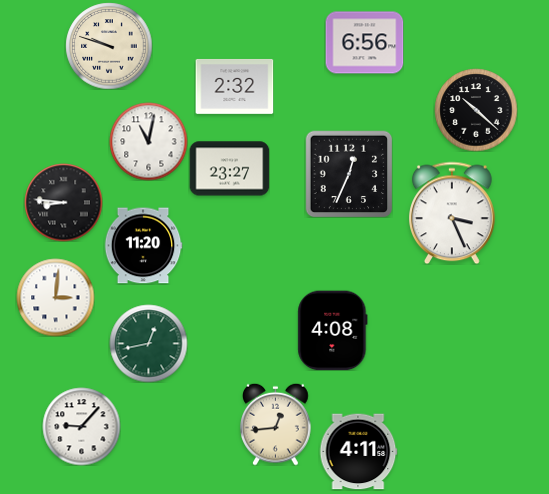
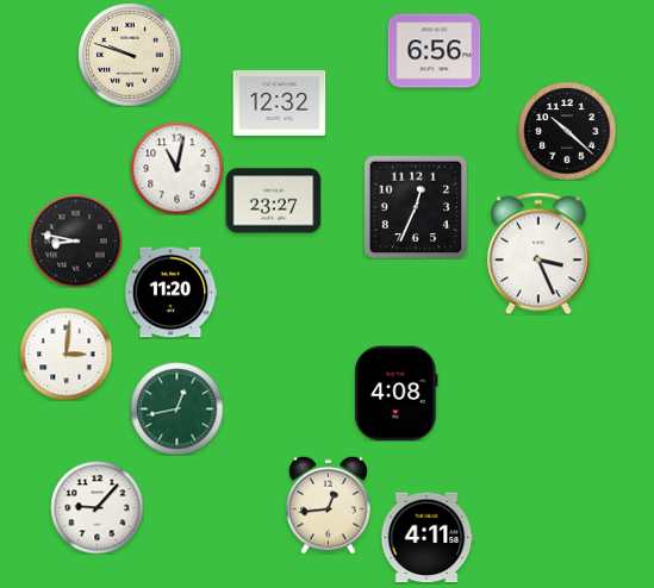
clock at (234, 86): 2:32 -> 12:32
clock at (63, 202): 8:46 -> 8:47
